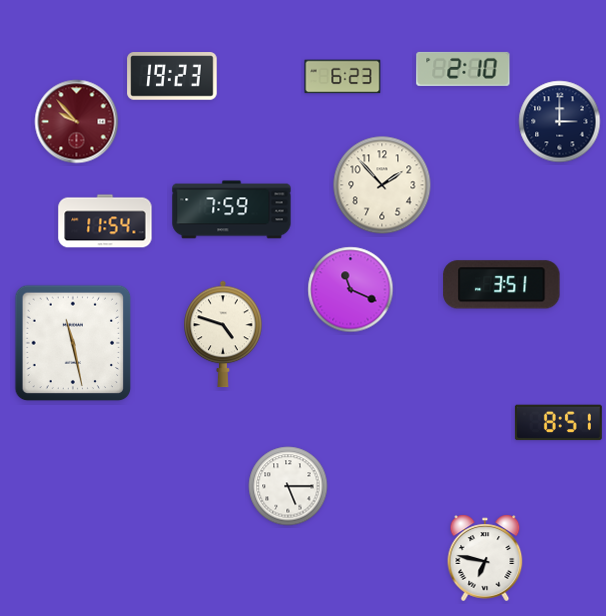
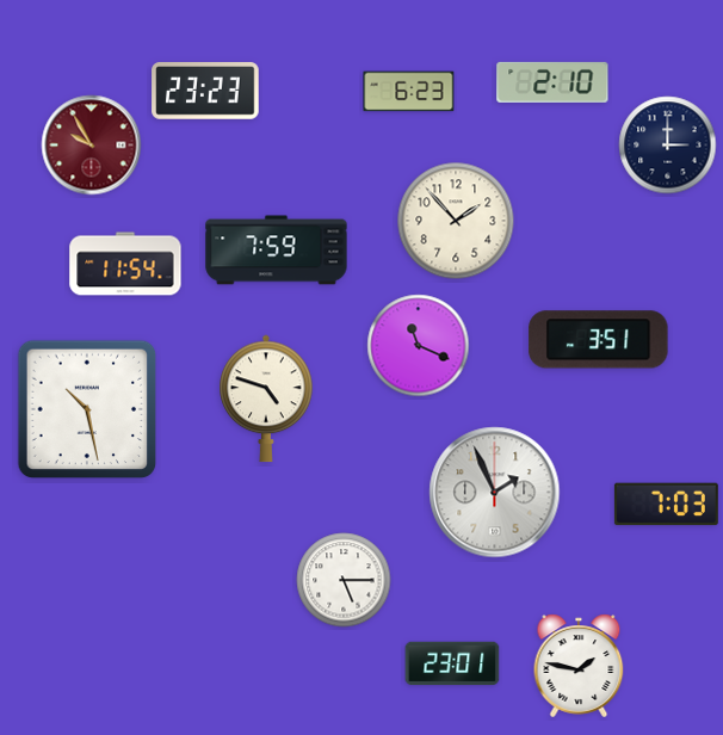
clock at (172, 76): 19:23 -> 23:23
clock at (77, 122): 9:53 -> 9:55
clock at (73, 343): 11:28 -> 10:28
clock at (495, 493): none -> 1:56
clock at (558, 423): 8:51 -> 7:03
clock at (452, 663): none -> 23:01
clock at (485, 558): 6:47 -> 1:47
